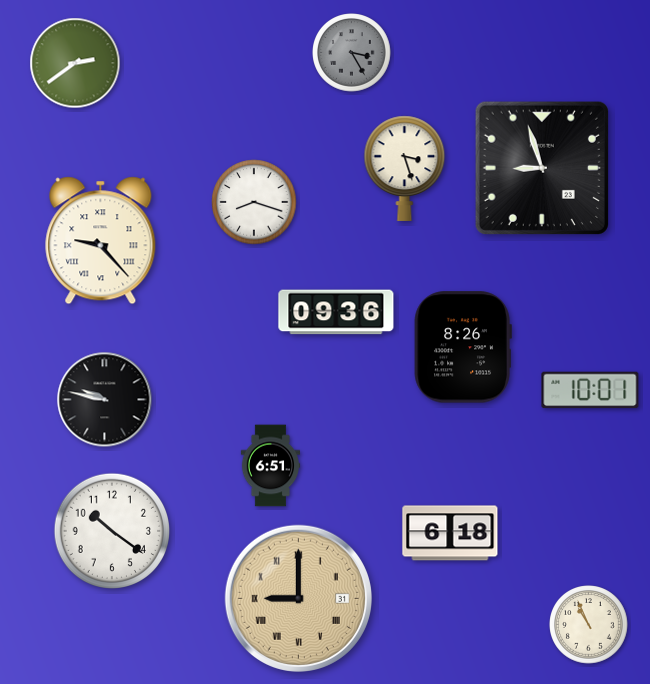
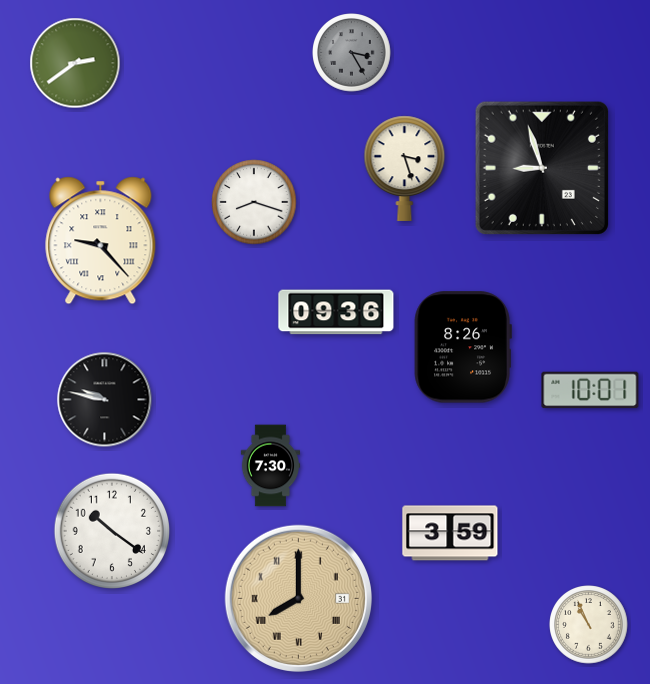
clock at (271, 466): 6:51 -> 7:30
clock at (450, 533): 6:18 -> 3:59
clock at (298, 598): 9:00 -> 8:00
